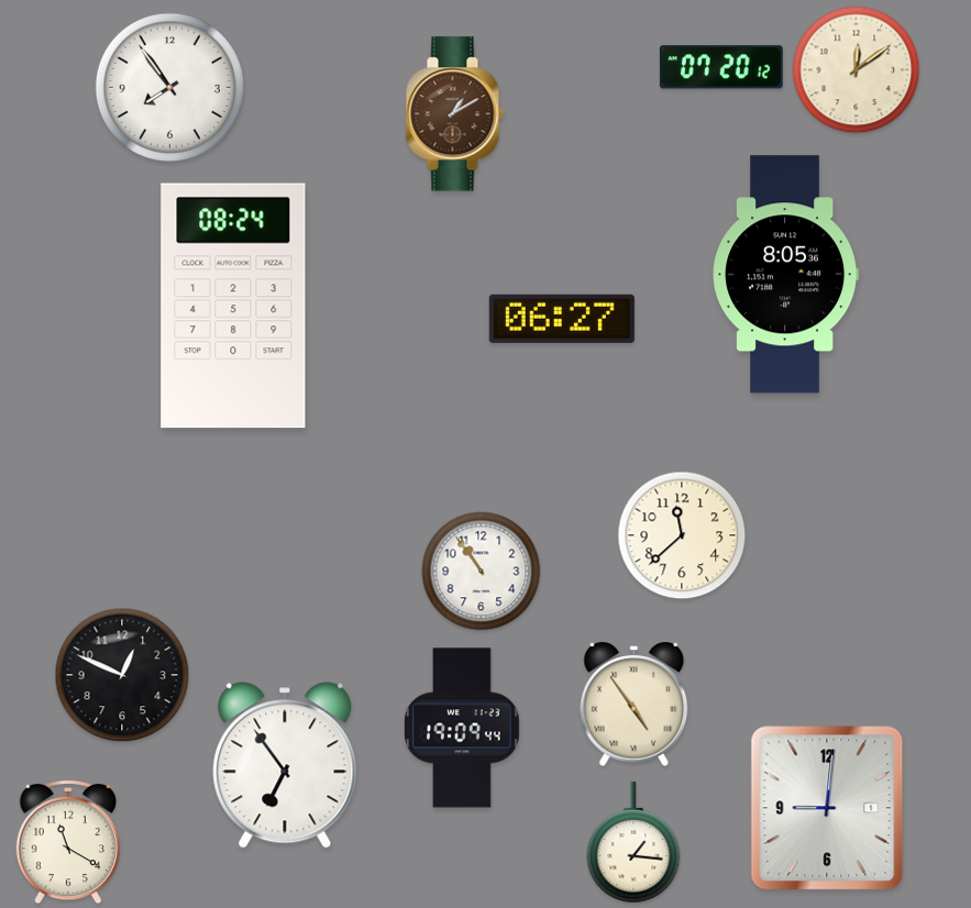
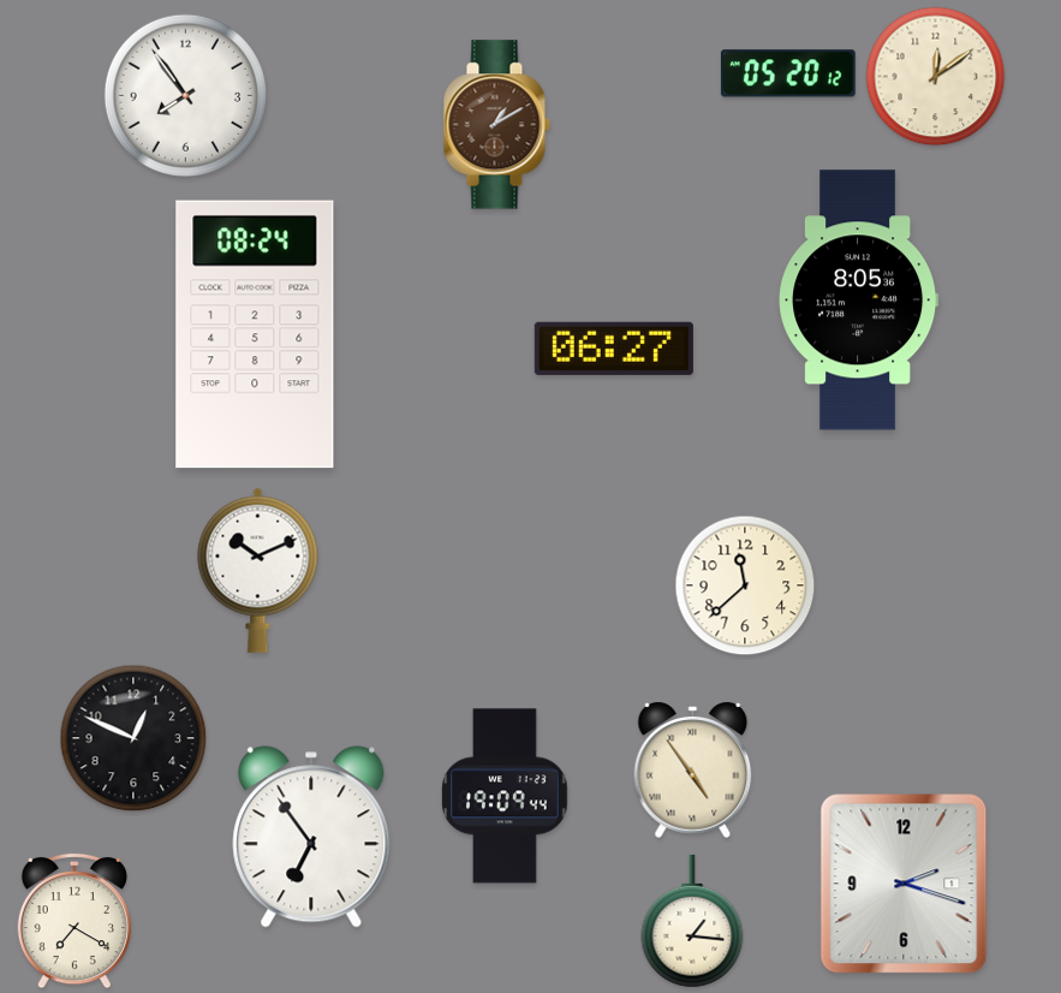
clock at (721, 67): 07:20 -> 05:20
clock at (258, 570): none -> 10:11
clock at (482, 572): 10:54 -> none
clock at (827, 808): 9:01 -> 2:18
clock at (68, 842): 11:20 -> 7:20
